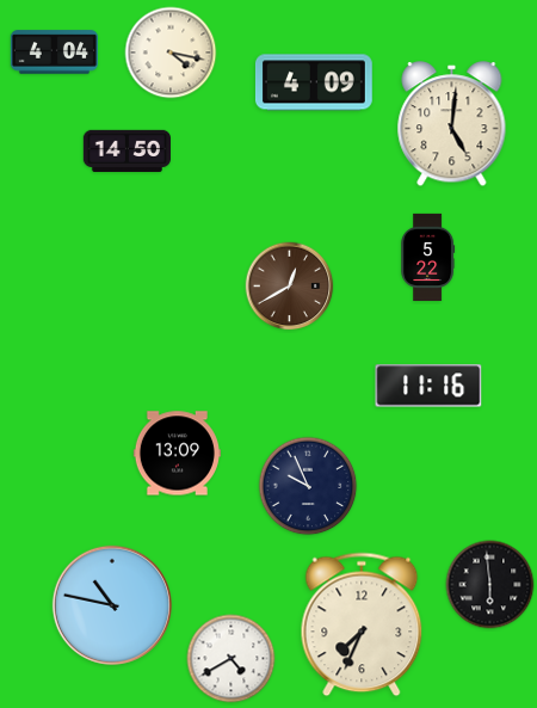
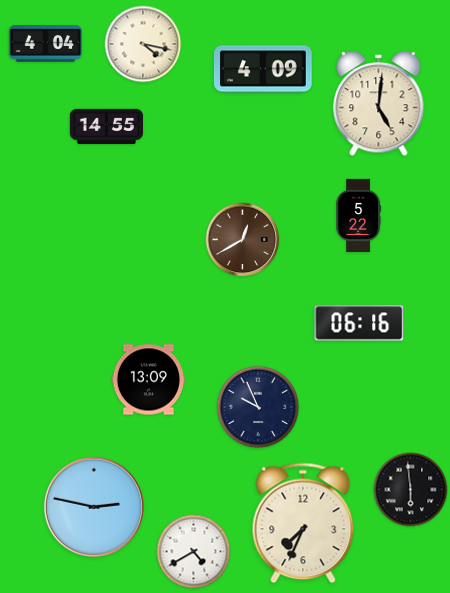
clock at (126, 152): 14:50 -> 14:55
clock at (428, 386): 11:16 -> 06:16
clock at (112, 605): 10:47 -> 2:47
